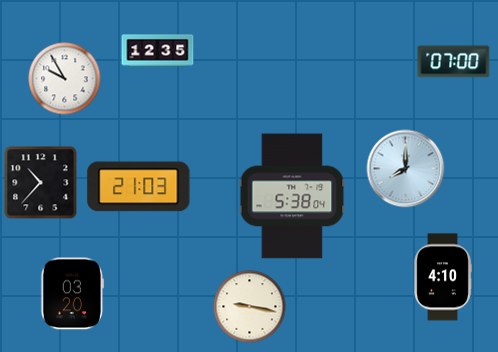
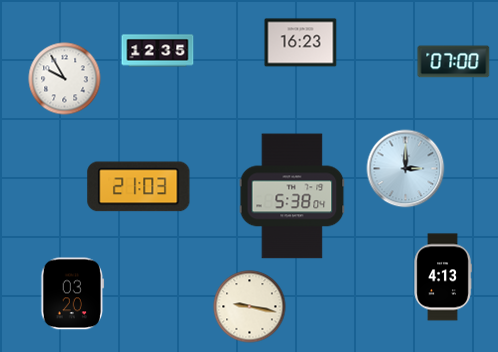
clock at (301, 43): none -> 16:23
clock at (406, 169): 8:00 -> 3:00
clock at (41, 183): 10:37 -> none
clock at (443, 277): 4:10 -> 4:13
